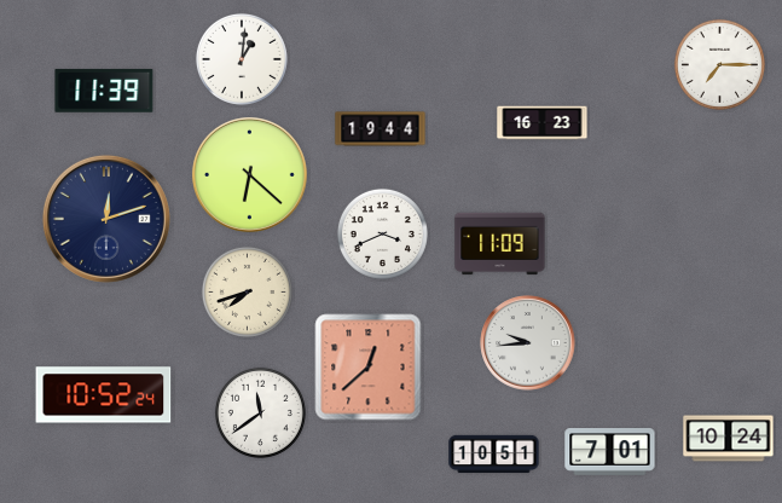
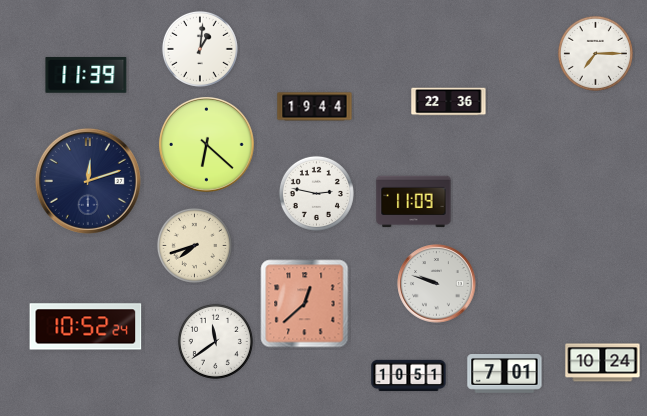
clock at (543, 123): 16:23 -> 22:36
clock at (382, 233): 3:41 -> 2:47
clock at (247, 291) position: (247, 291) -> (194, 245)
clock at (528, 343): 9:44 -> 9:48
